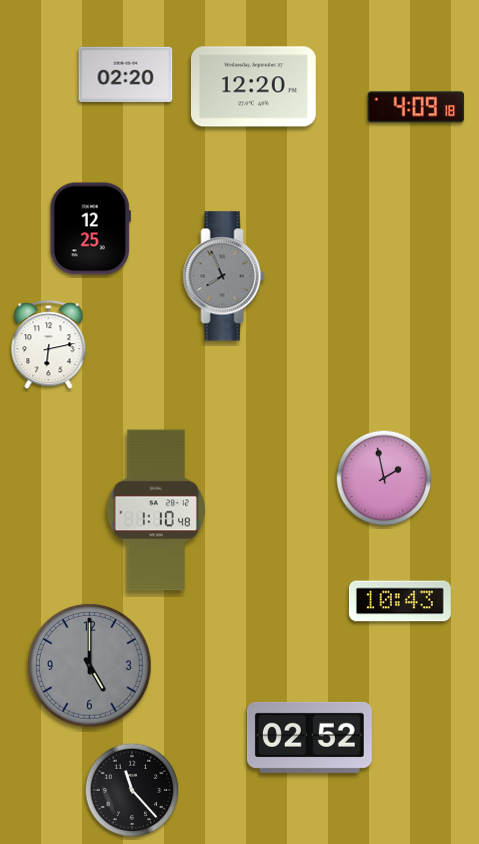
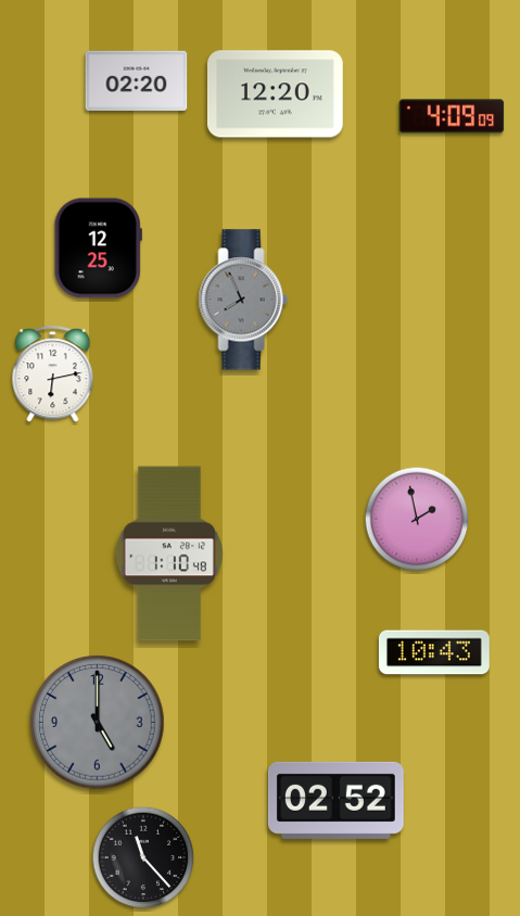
clock at (416, 107): 4:09:18 -> 4:09:09
